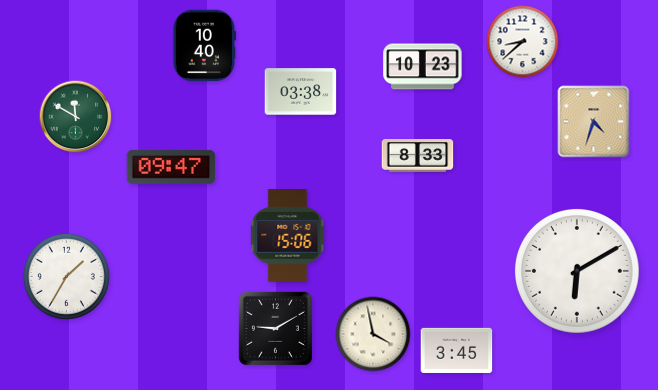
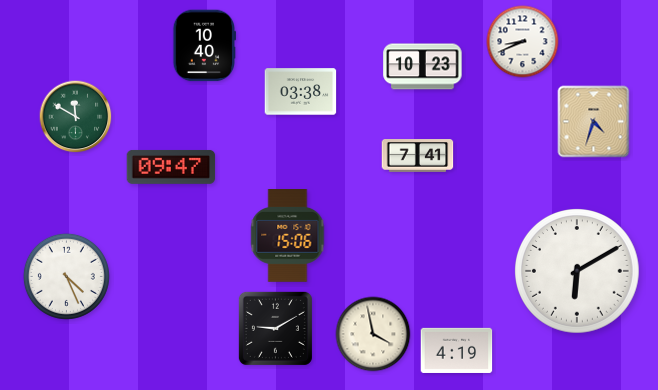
clock at (523, 42): 8:38 -> 8:41
clock at (418, 156): 8:33 -> 7:41
clock at (66, 276): 1:35 -> 4:26
clock at (457, 350): 3:45 -> 4:19
